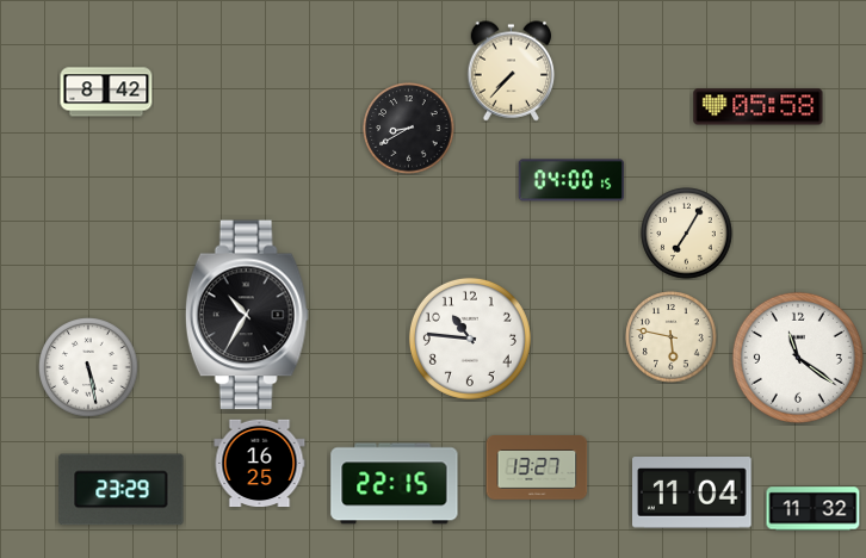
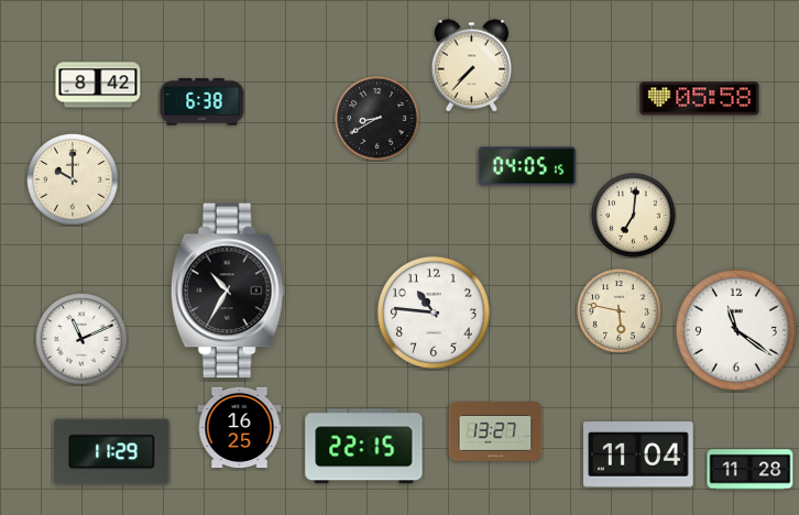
clock at (203, 102): none -> 6:38
clock at (571, 180): 04:00 -> 04:05
clock at (73, 179): none -> 10:00
clock at (687, 234): 7:05 -> 7:01
clock at (88, 367): 5:28 -> 11:11
clock at (122, 490): 23:29 -> 11:29
clock at (814, 509): 11:32 -> 11:28
